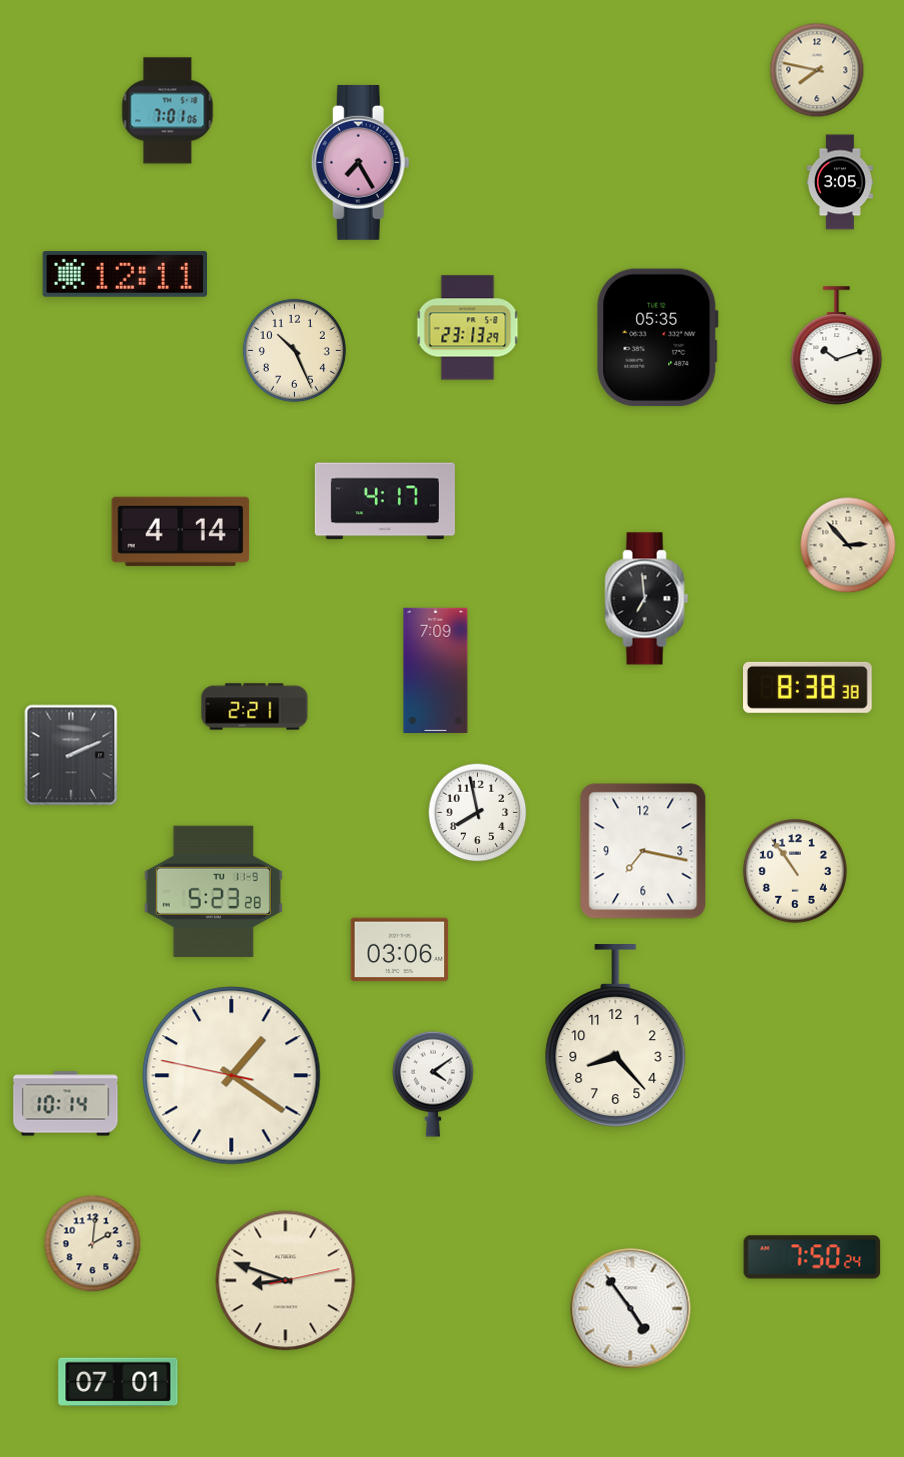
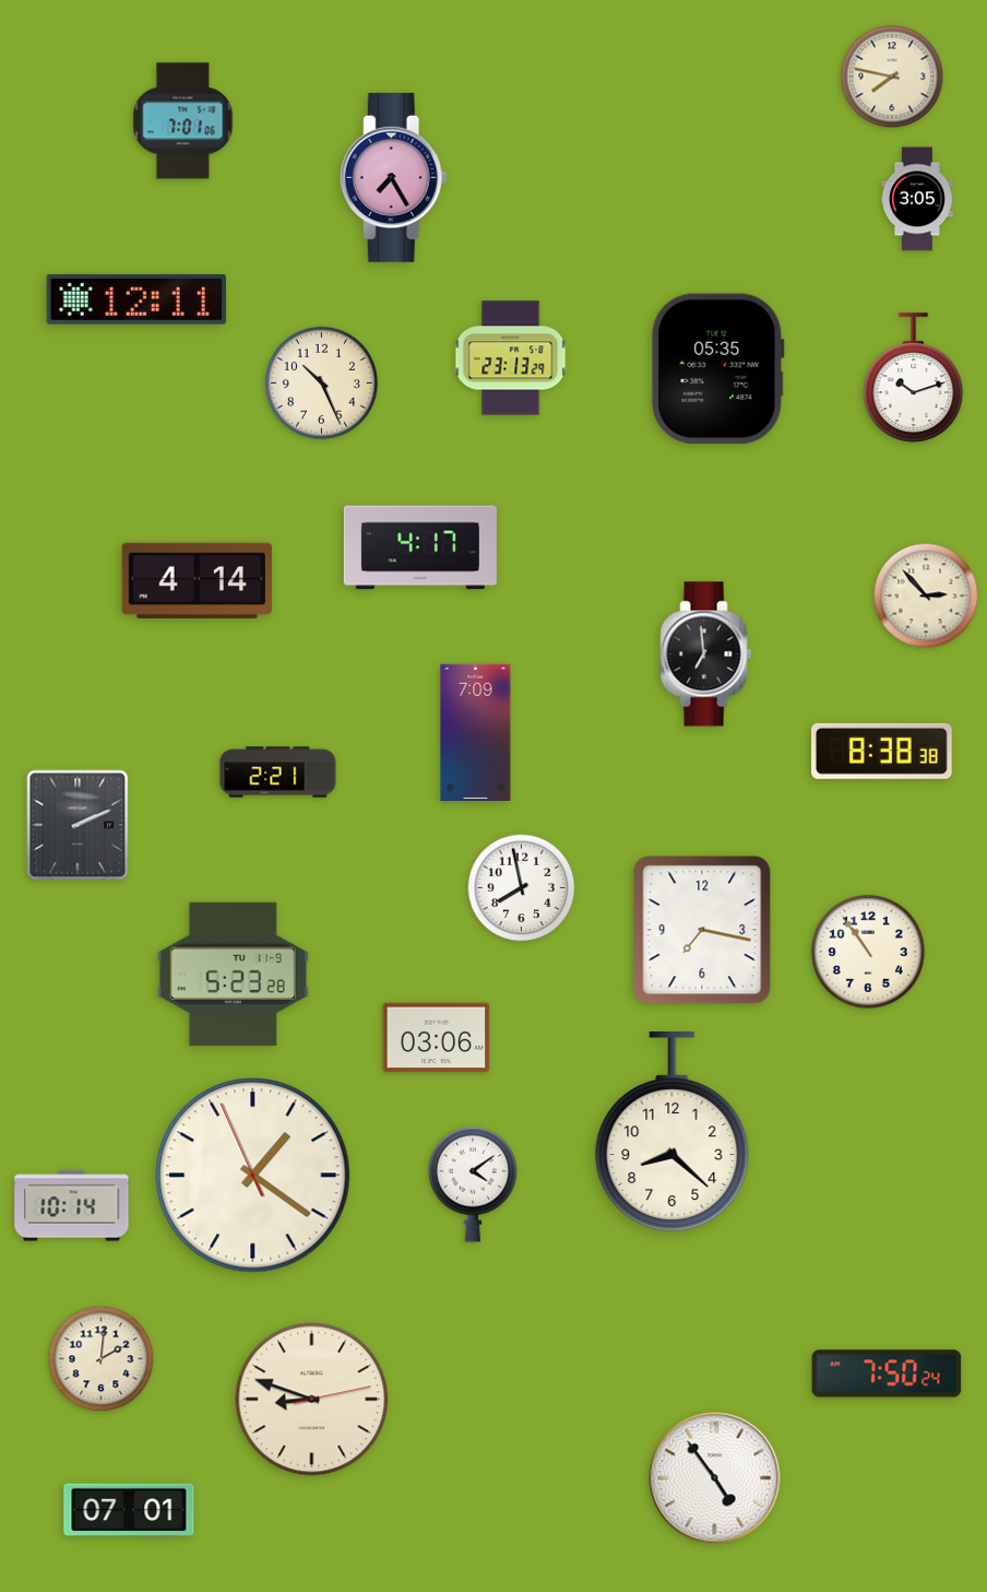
clock at (616, 1036): 8:23 -> 8:22
clock at (232, 1076): 1:20:47 -> 1:20:56
clock at (631, 1309) position: (631, 1309) -> (715, 1478)
